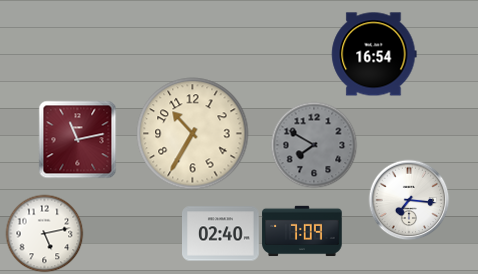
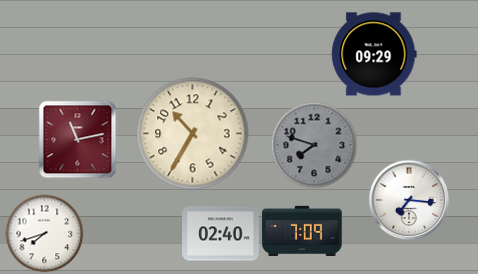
clock at (374, 54): 16:54 -> 09:29
clock at (314, 145): 7:50 -> 7:48
clock at (44, 233): 5:13 -> 7:42
